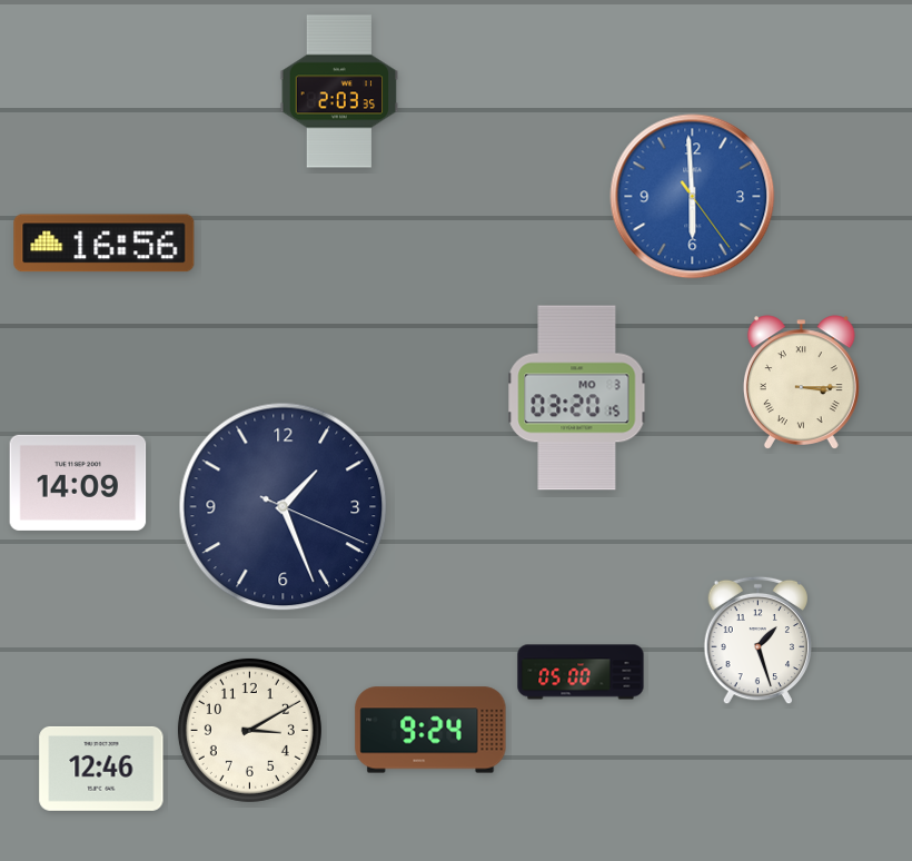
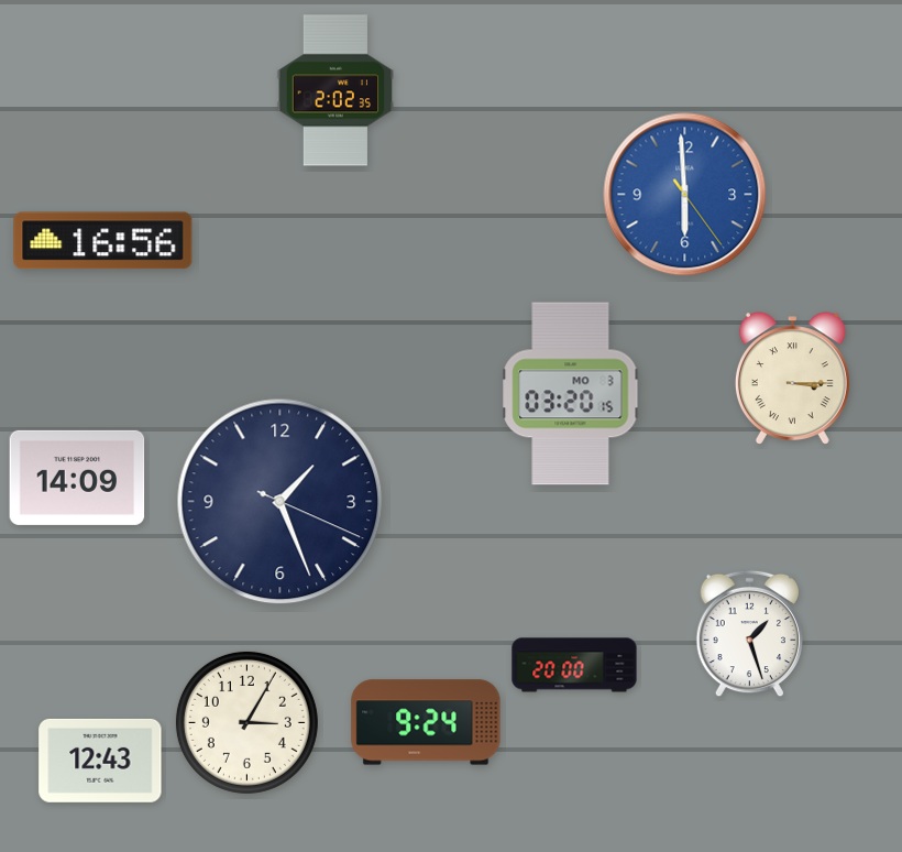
clock at (339, 91): 2:03 -> 2:02
clock at (581, 672): 05:00 -> 20:00
clock at (249, 730): 3:10 -> 3:05
clock at (101, 769): 12:46 -> 12:43
